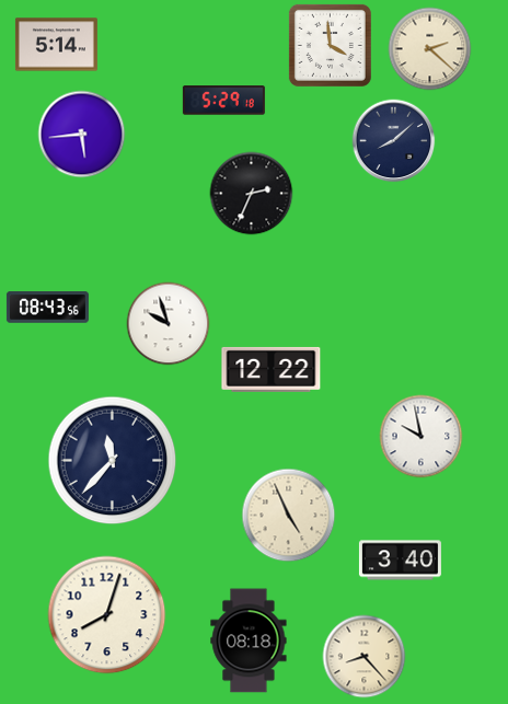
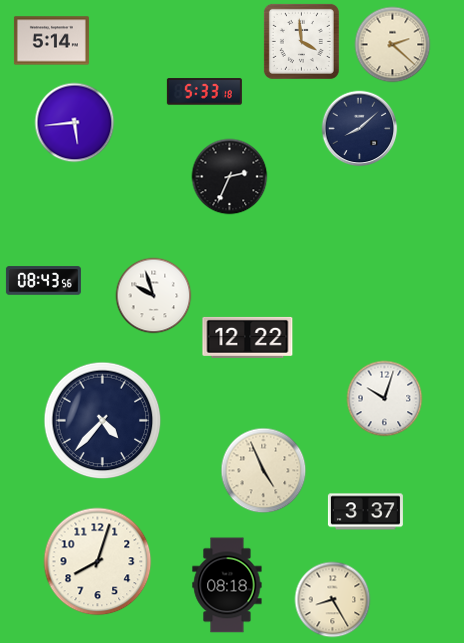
clock at (223, 101): 5:29 -> 5:33
clock at (422, 437): 9:58 -> 10:03
clock at (113, 461): 11:37 -> 4:37
clock at (400, 561): 3:40 -> 3:37
clock at (365, 657): 8:23 -> 8:25
